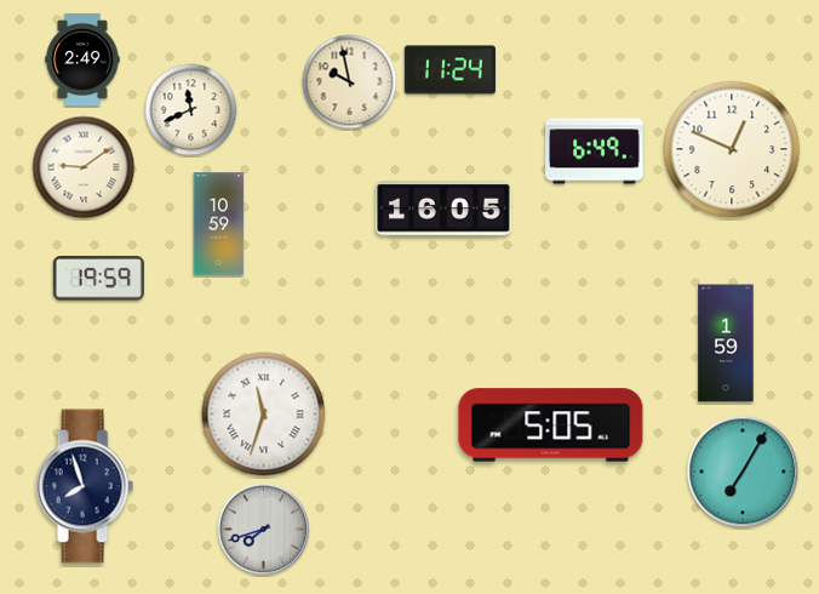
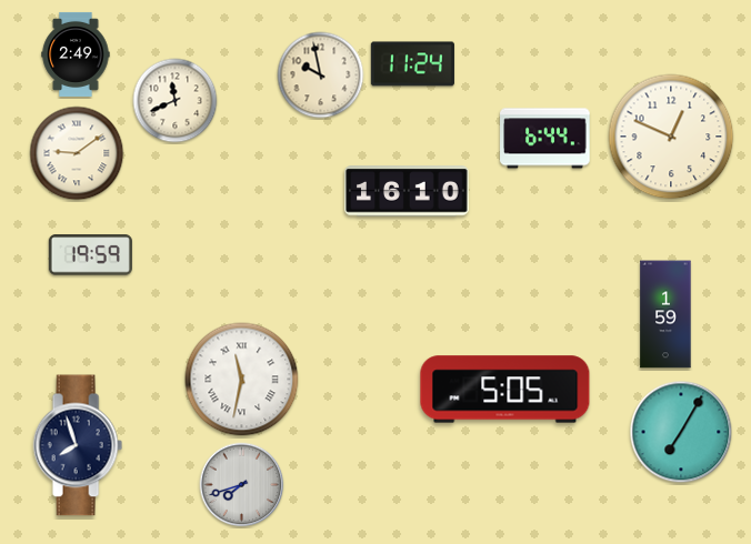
clock at (595, 152): 6:49 -> 6:44
clock at (443, 209): 16:05 -> 16:10
clock at (219, 224): 10:59 -> none
clock at (264, 415): 11:33 -> 11:32
